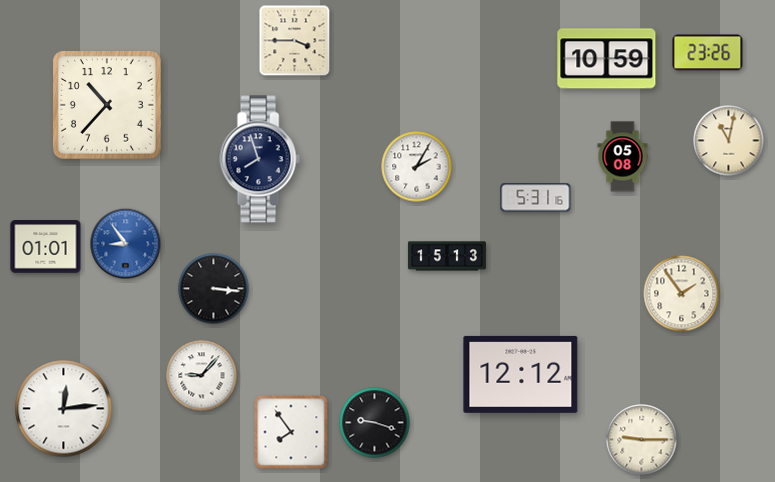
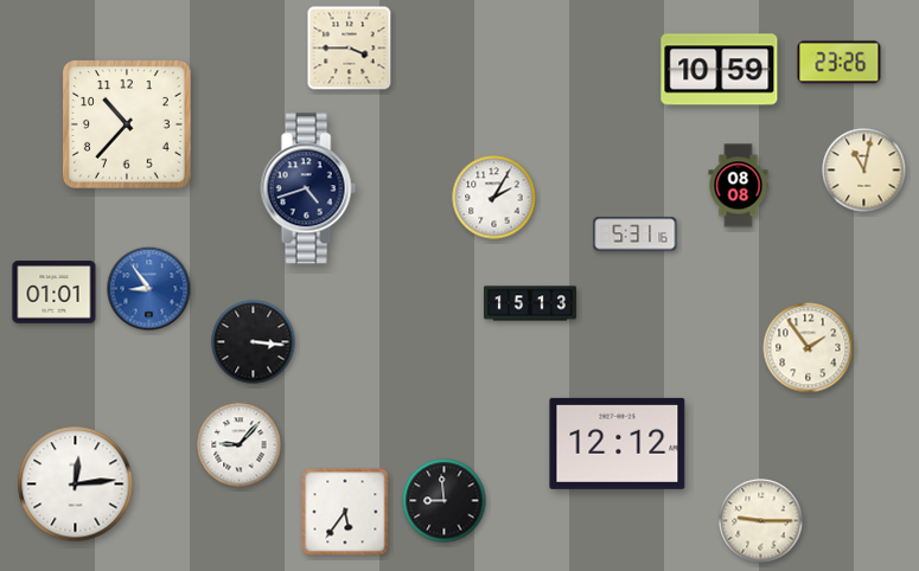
clock at (729, 141) position: (729, 141) -> (864, 171)
clock at (623, 157): 05:08 -> 08:08
clock at (260, 159): 7:57 -> 4:42
clock at (375, 423): 9:18 -> 8:59
clock at (291, 432): 7:54 -> 5:36
